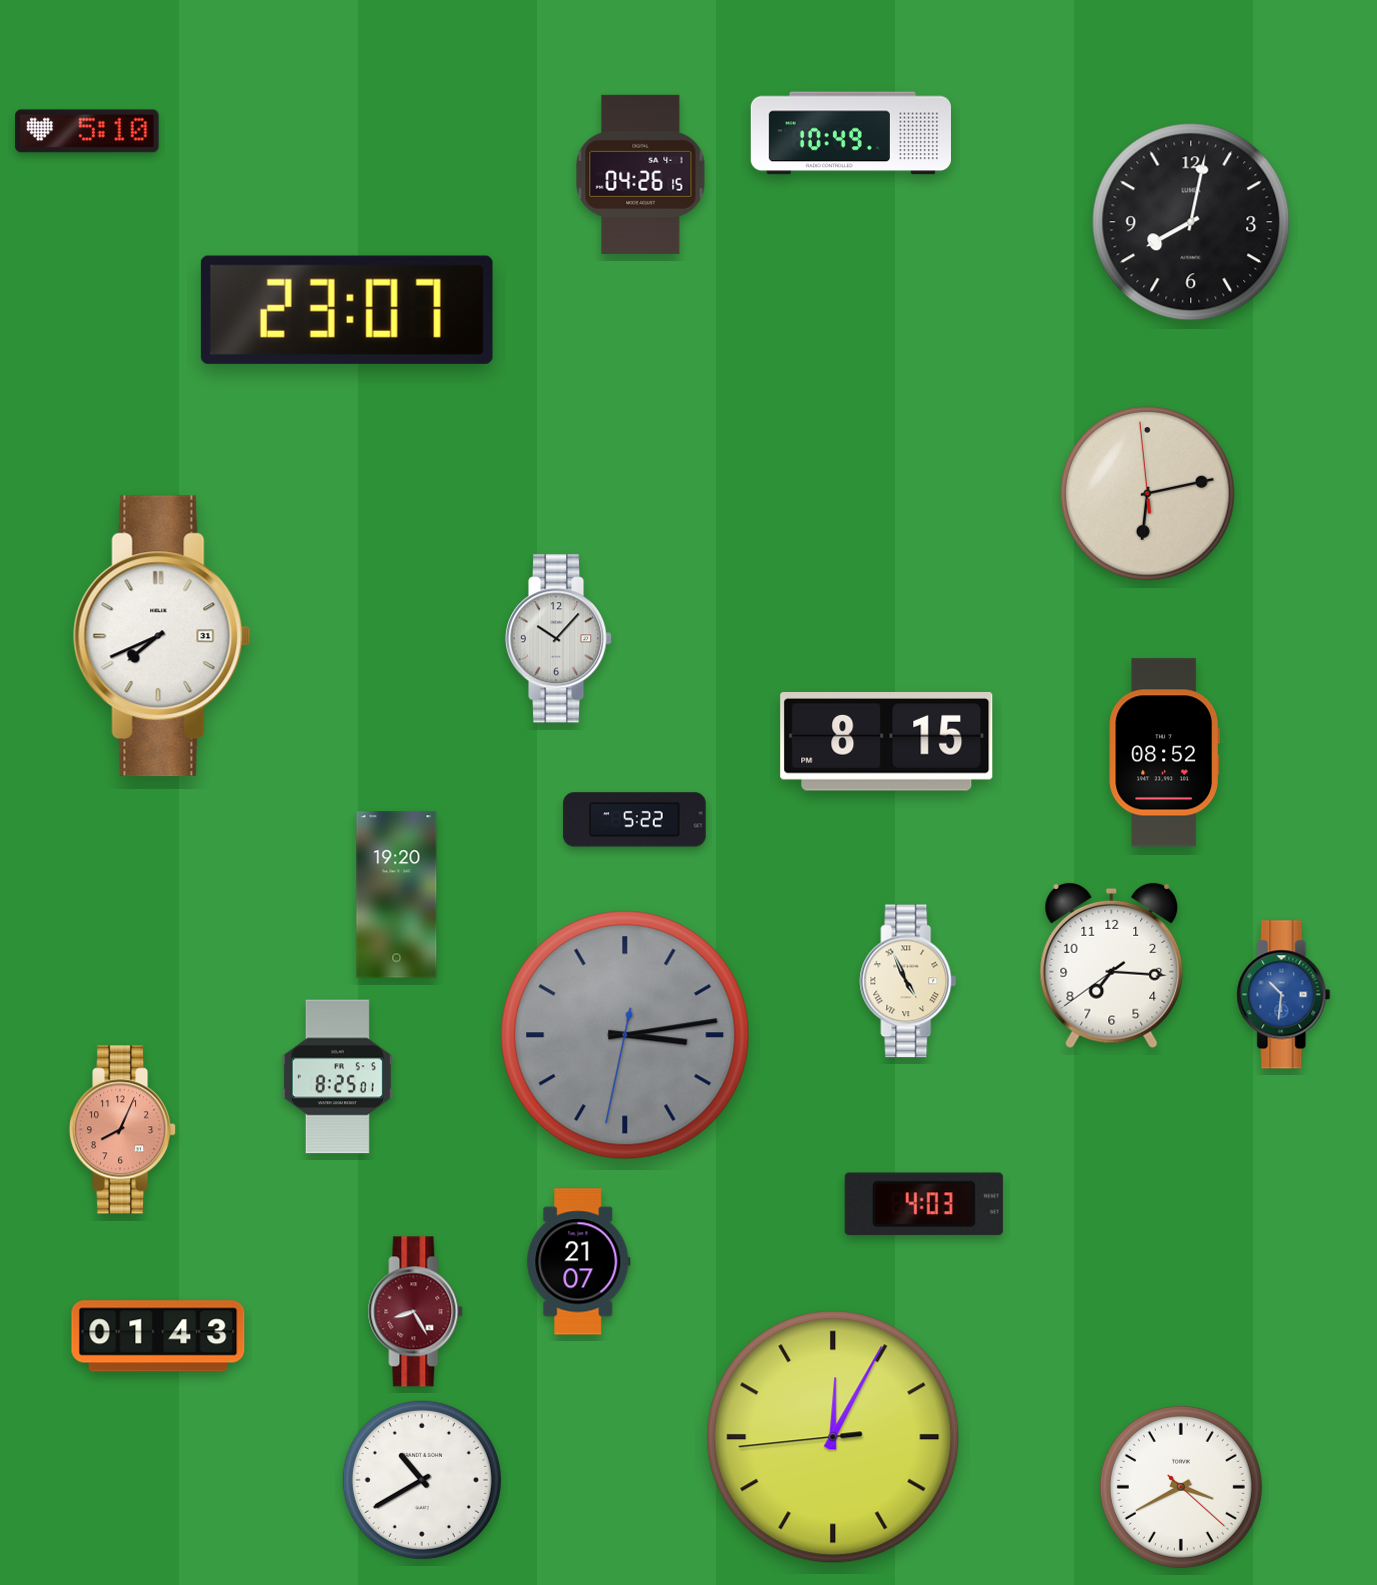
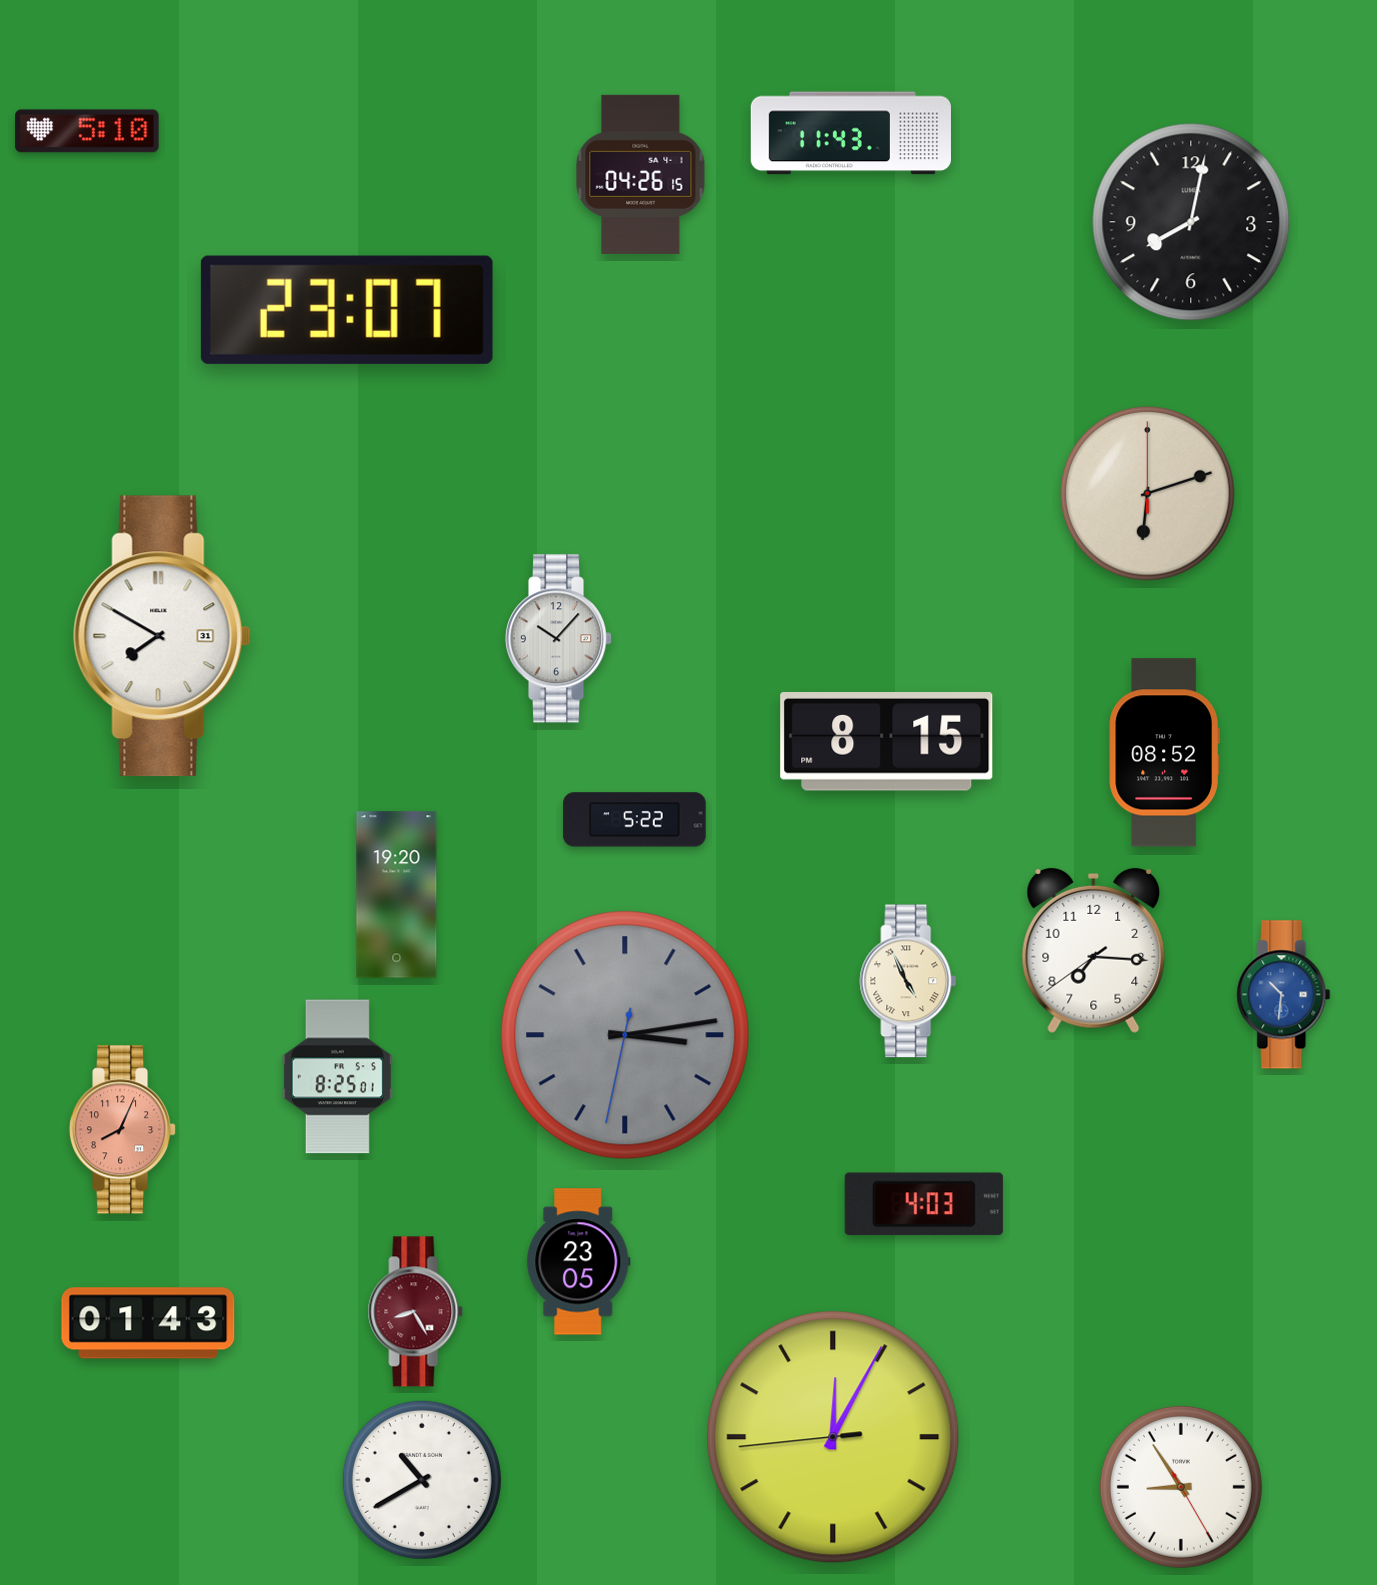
clock at (851, 133): 10:49 -> 11:43
clock at (1148, 494): 6:12:59 -> 6:12:00
clock at (162, 636): 7:41 -> 7:50
clock at (1112, 966) position: (1112, 966) -> (1094, 951)
clock at (579, 1262): 21:07 -> 23:05
clock at (158, 1336) position: (158, 1336) -> (148, 1323)
clock at (1181, 1487): 3:40 -> 8:54
